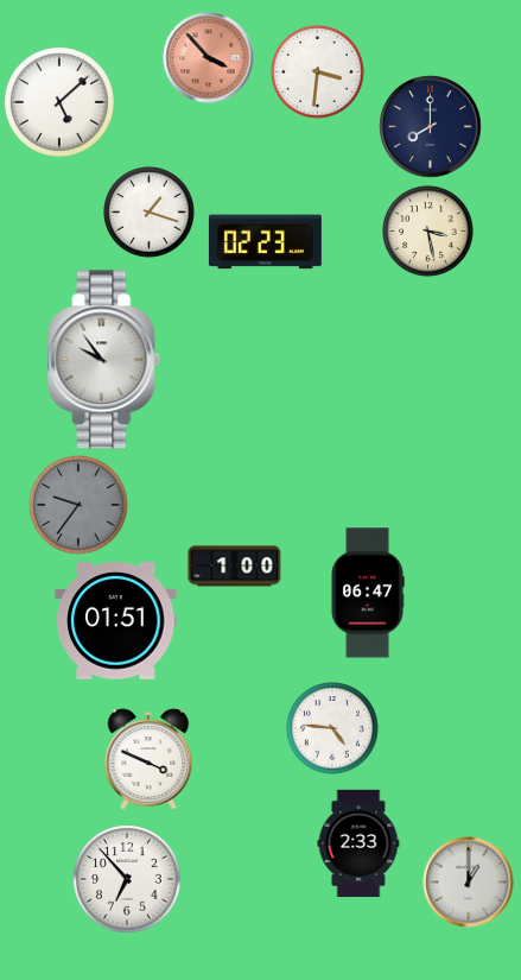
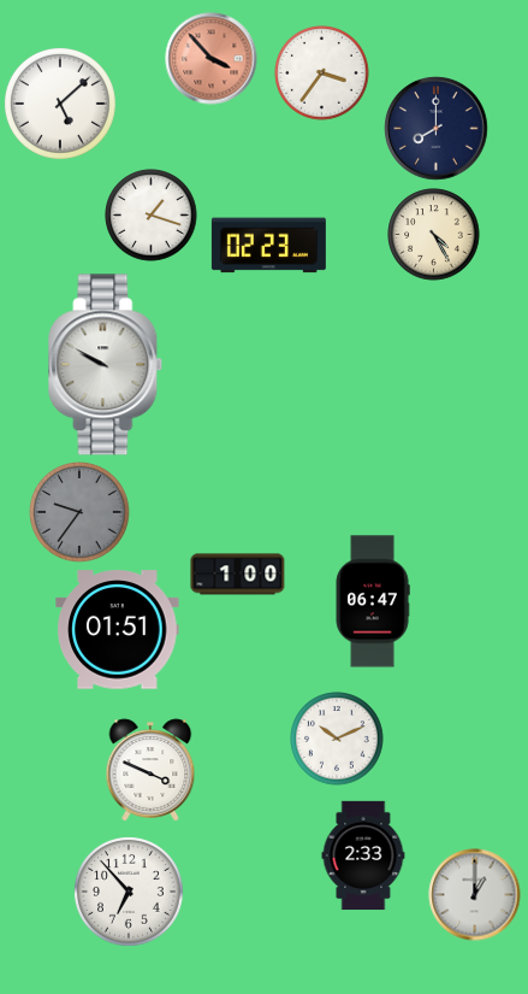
clock at (318, 72): 3:31 -> 3:36
clock at (428, 232): 3:28 -> 4:25
clock at (104, 360): 9:54 -> 9:50
clock at (332, 728): 4:46 -> 10:11
